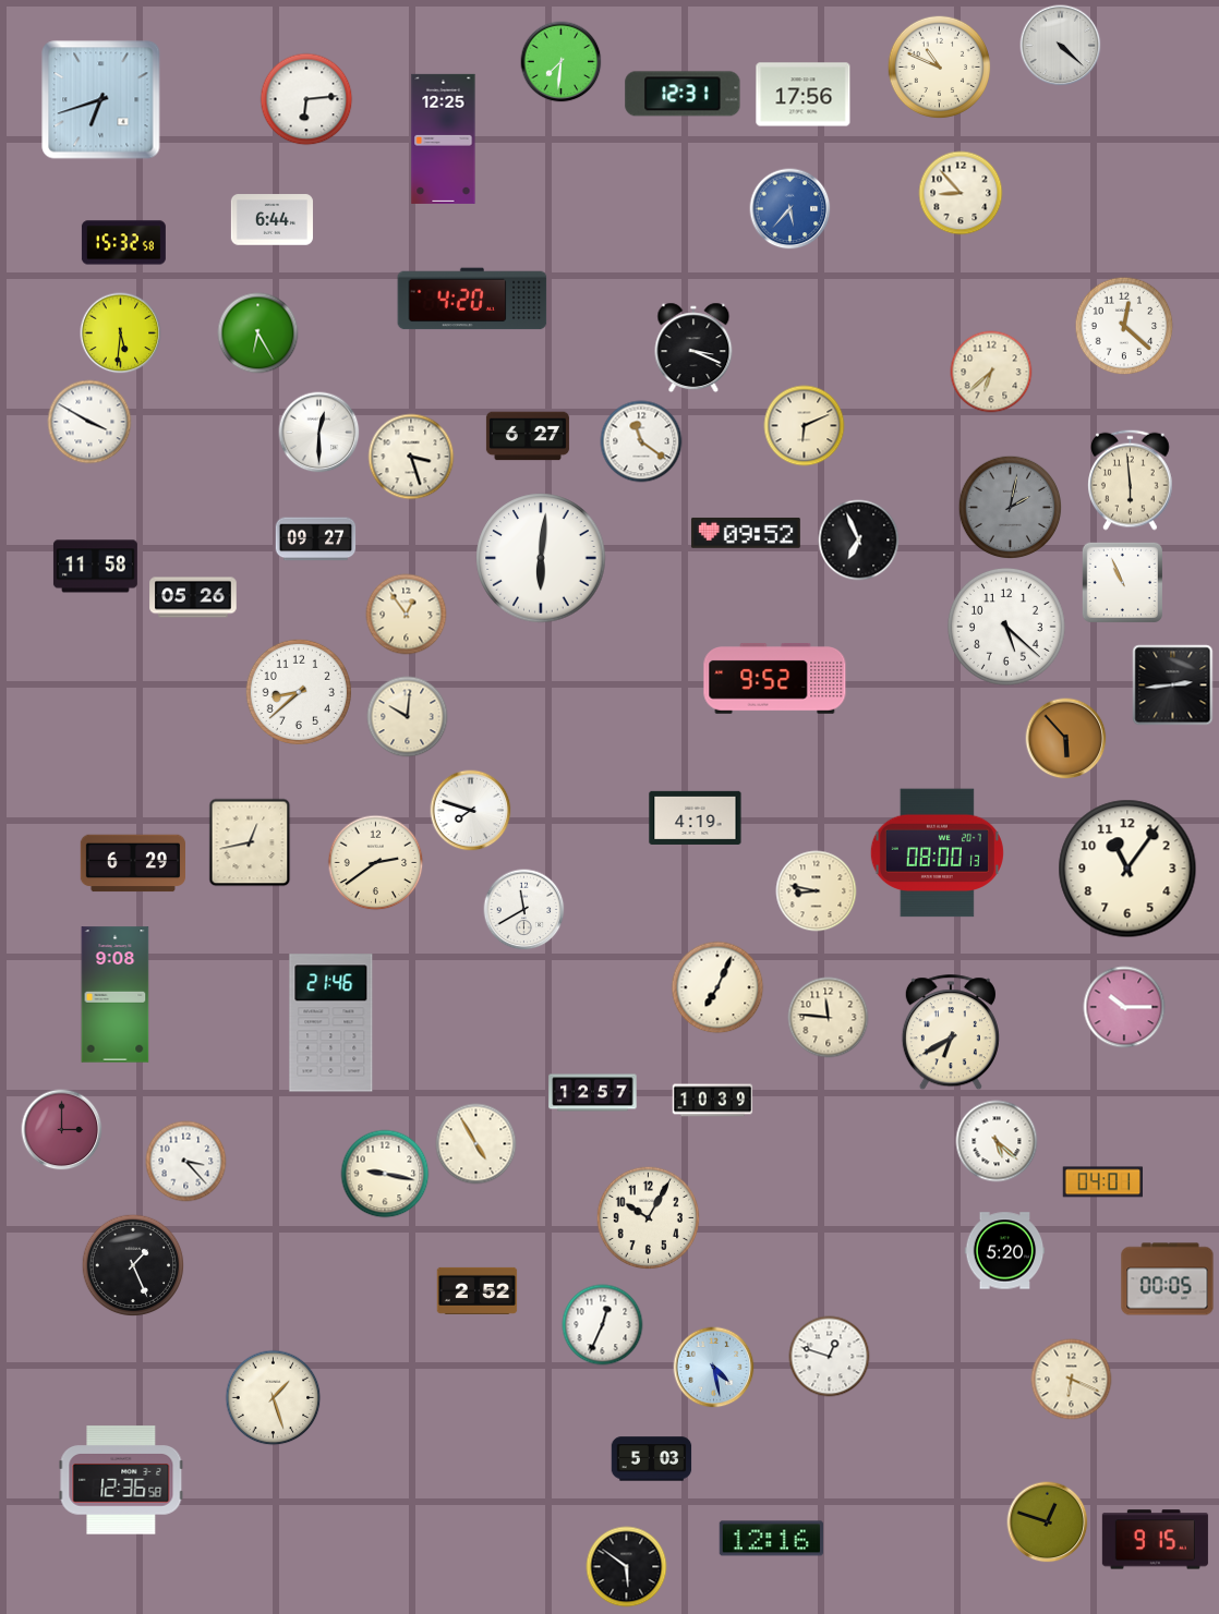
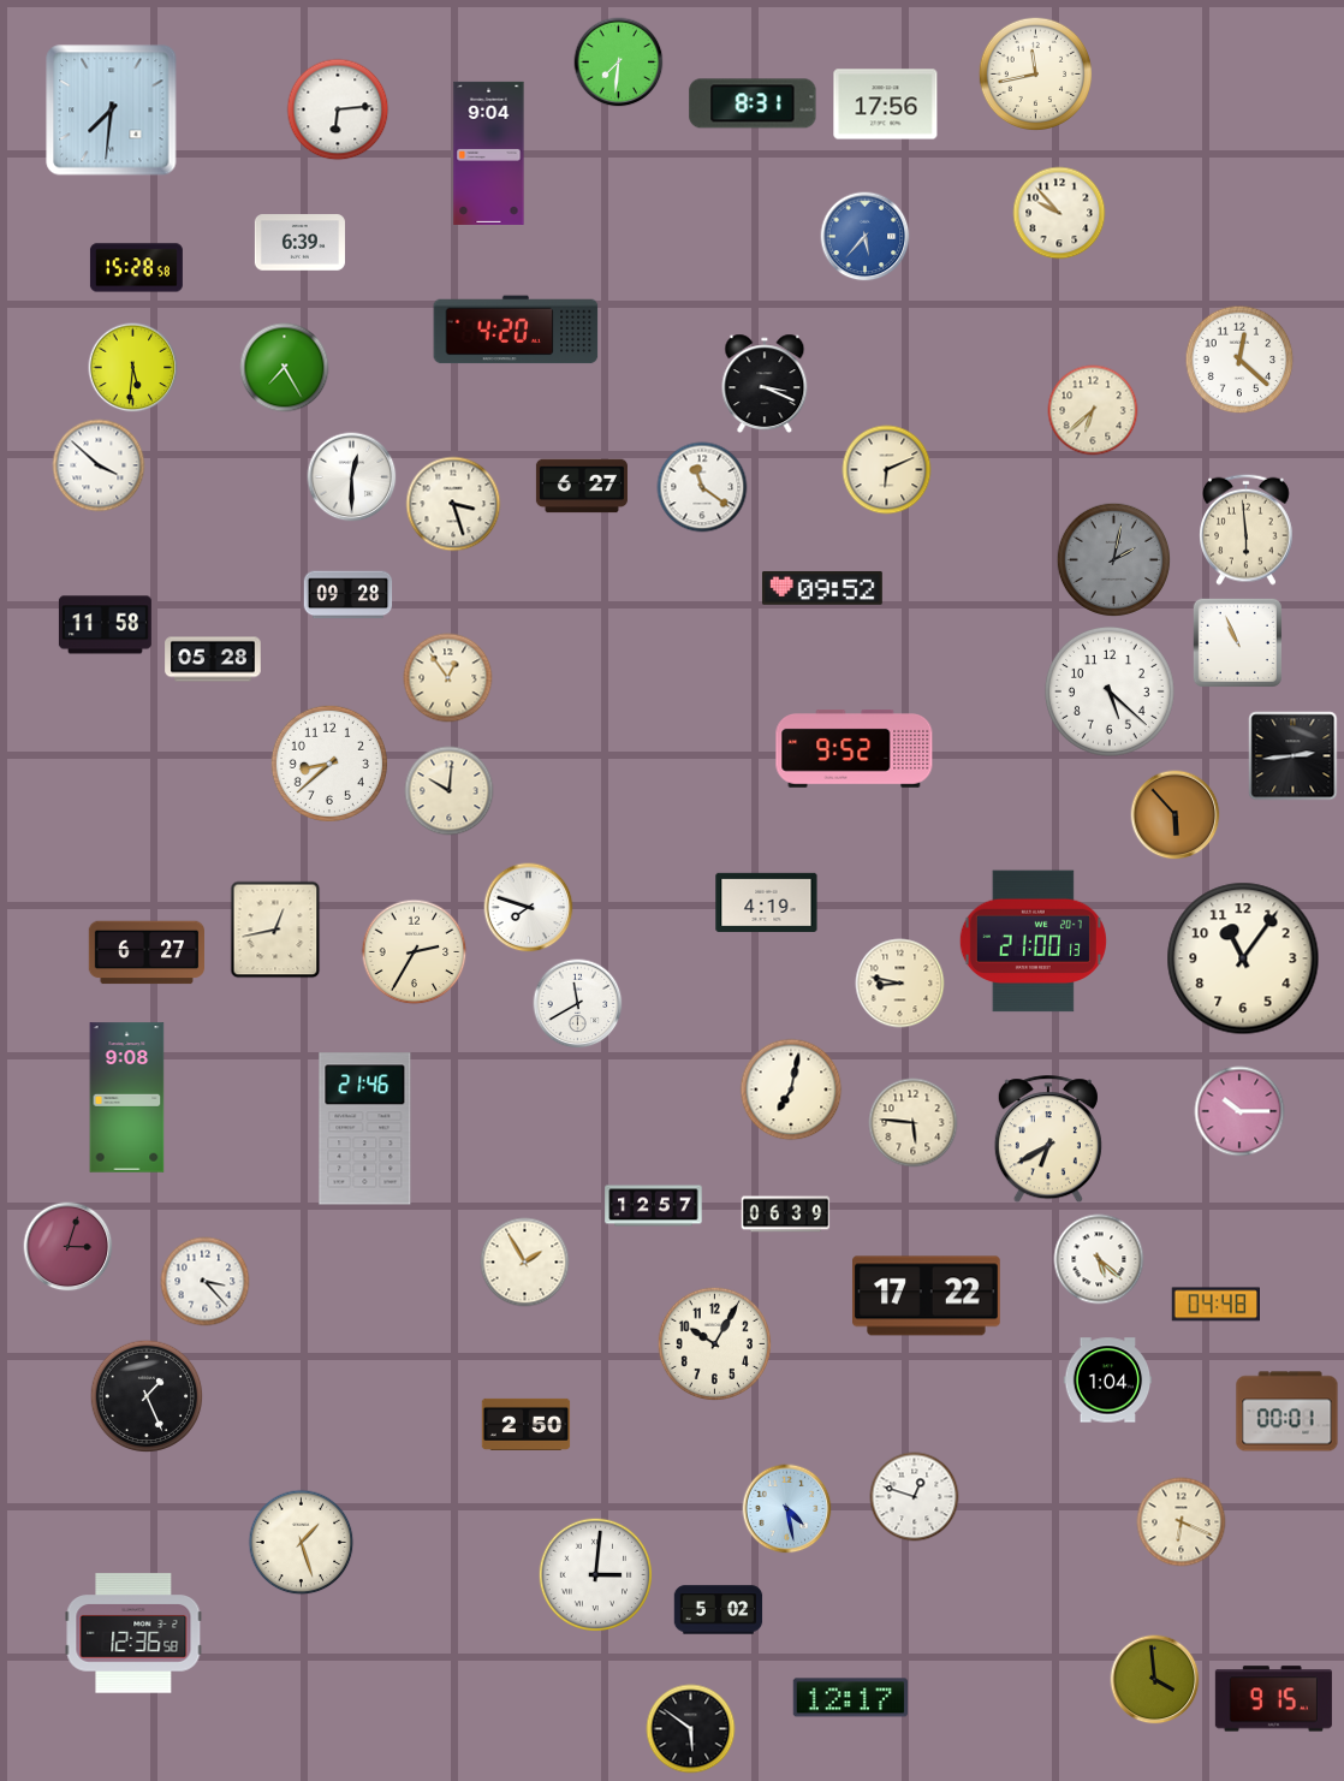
clock at (1061, 46): 4:22 -> none
clock at (562, 62) position: (562, 62) -> (619, 63)
clock at (940, 68): 10:49 -> 11:43
clock at (683, 94): 12:31 -> 8:31
clock at (101, 100): 6:42 -> 7:31
clock at (444, 138): 12:25 -> 9:04
clock at (961, 193): 8:53 -> 9:53
clock at (790, 209) position: (790, 209) -> (866, 237)
clock at (271, 220): 6:44 -> 6:39
clock at (123, 243): 15:32 -> 15:28
clock at (472, 299) position: (472, 299) -> (516, 330)
clock at (258, 333): 6:25 -> 7:25
clock at (89, 422): 3:50 -> 3:52
clock at (528, 436) position: (528, 436) -> (582, 486)
clock at (641, 441) position: (641, 441) -> (702, 487)
clock at (316, 539): 09:27 -> 09:28
clock at (859, 541): 6:56 -> none
clock at (541, 558): 6:01 -> none
clock at (193, 597): 05:26 -> 05:28
clock at (471, 811) position: (471, 811) -> (529, 908)
clock at (937, 853): 08:00 -> 21:00
clock at (132, 863): 6:29 -> 6:27
clock at (376, 863): 2:39 -> 2:35
clock at (717, 987): 7:04 -> 7:02
clock at (829, 1018): 11:46 -> 5:46
clock at (713, 1101): 10:39 -> 06:39
clock at (62, 1130): 3:00 -> 3:03
clock at (476, 1144): 4:55 -> 1:55
clock at (385, 1174): 9:17 -> none
clock at (927, 1296): none -> 17:22
clock at (1103, 1182): 04:01 -> 04:48
clock at (1005, 1251): 5:20 -> 1:04
clock at (1168, 1279): 00:05 -> 00:01
clock at (478, 1290): 2:52 -> 2:50
clock at (603, 1325): 12:34 -> none
clock at (596, 1575): none -> 3:01
clock at (652, 1459): 5:03 -> 5:02
clock at (1048, 1522): 12:48 -> 3:59
clock at (772, 1539): 12:16 -> 12:17
